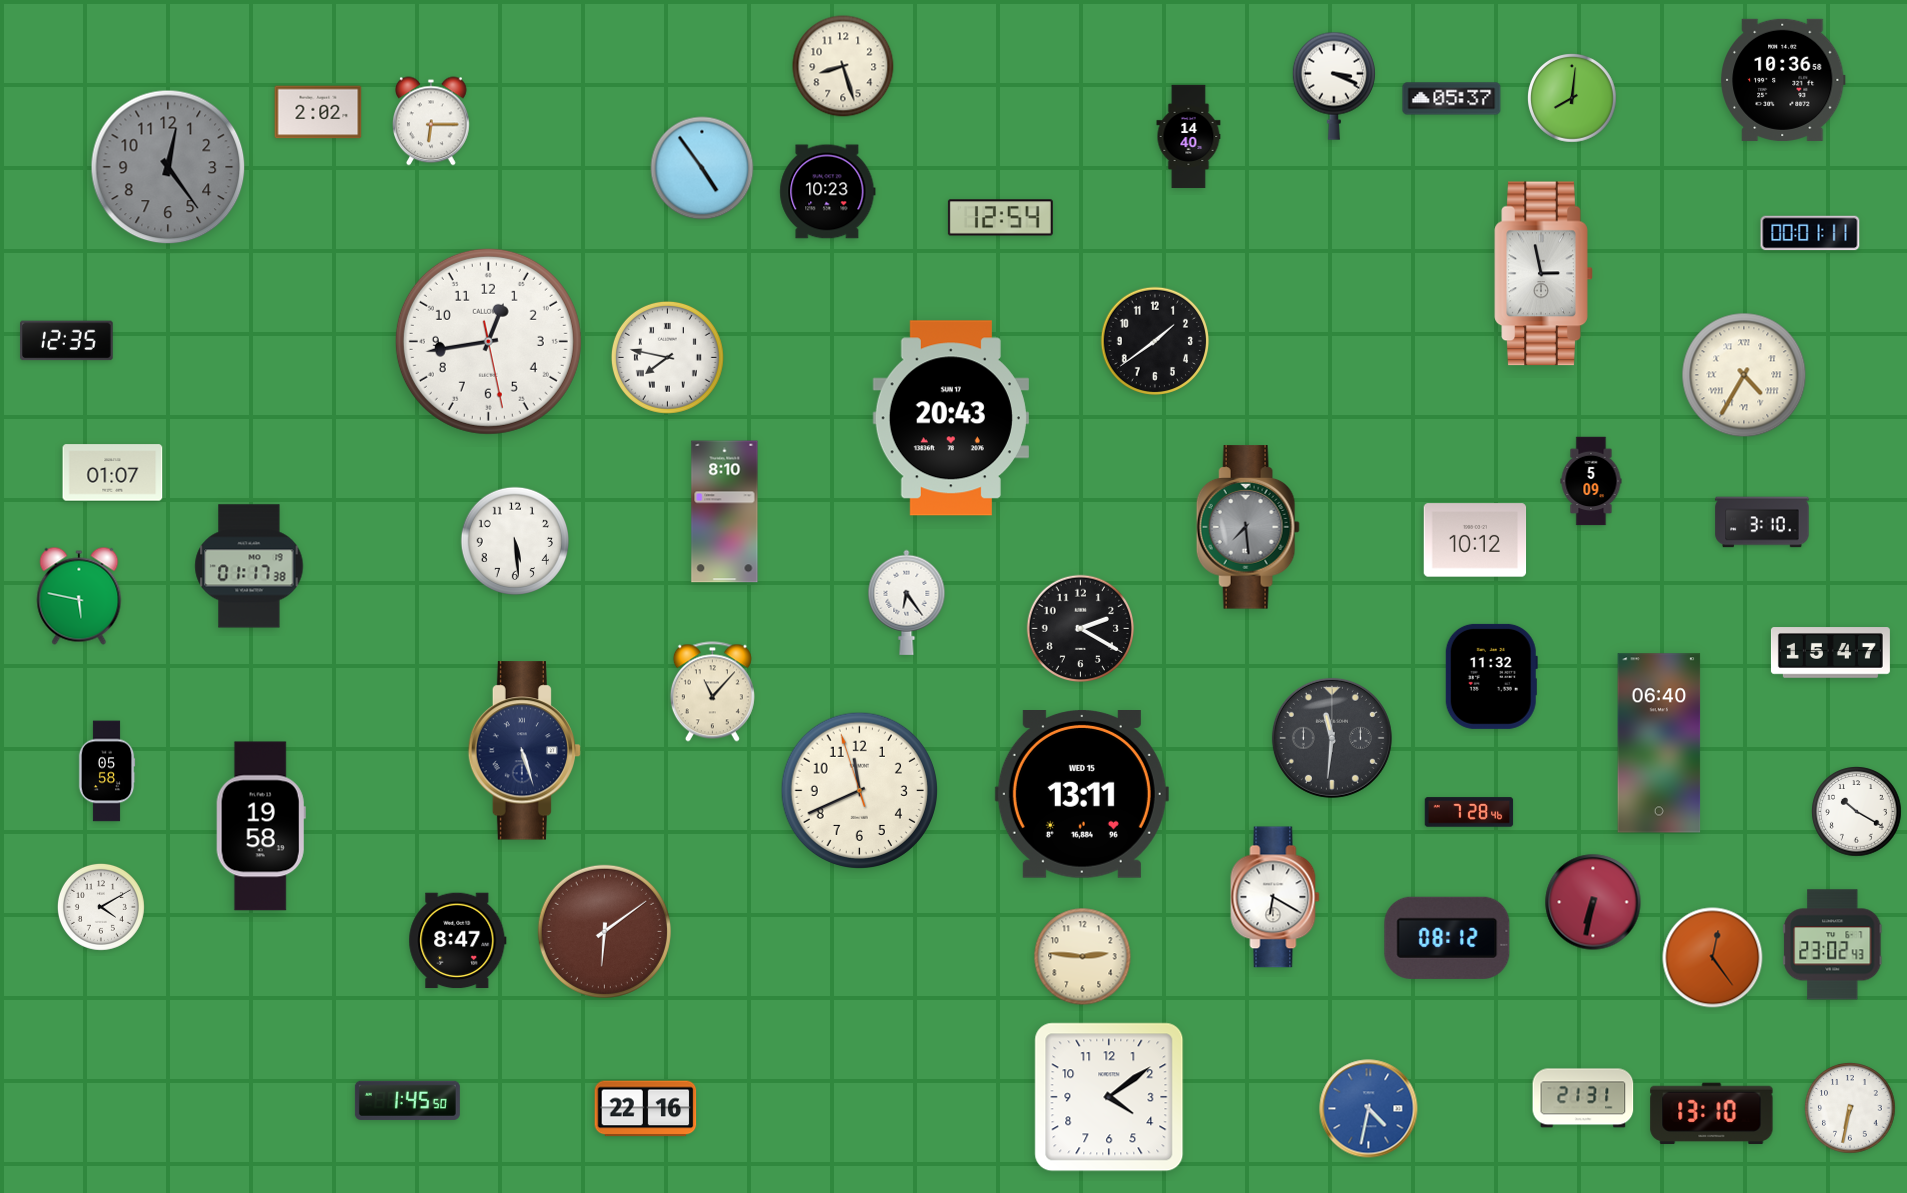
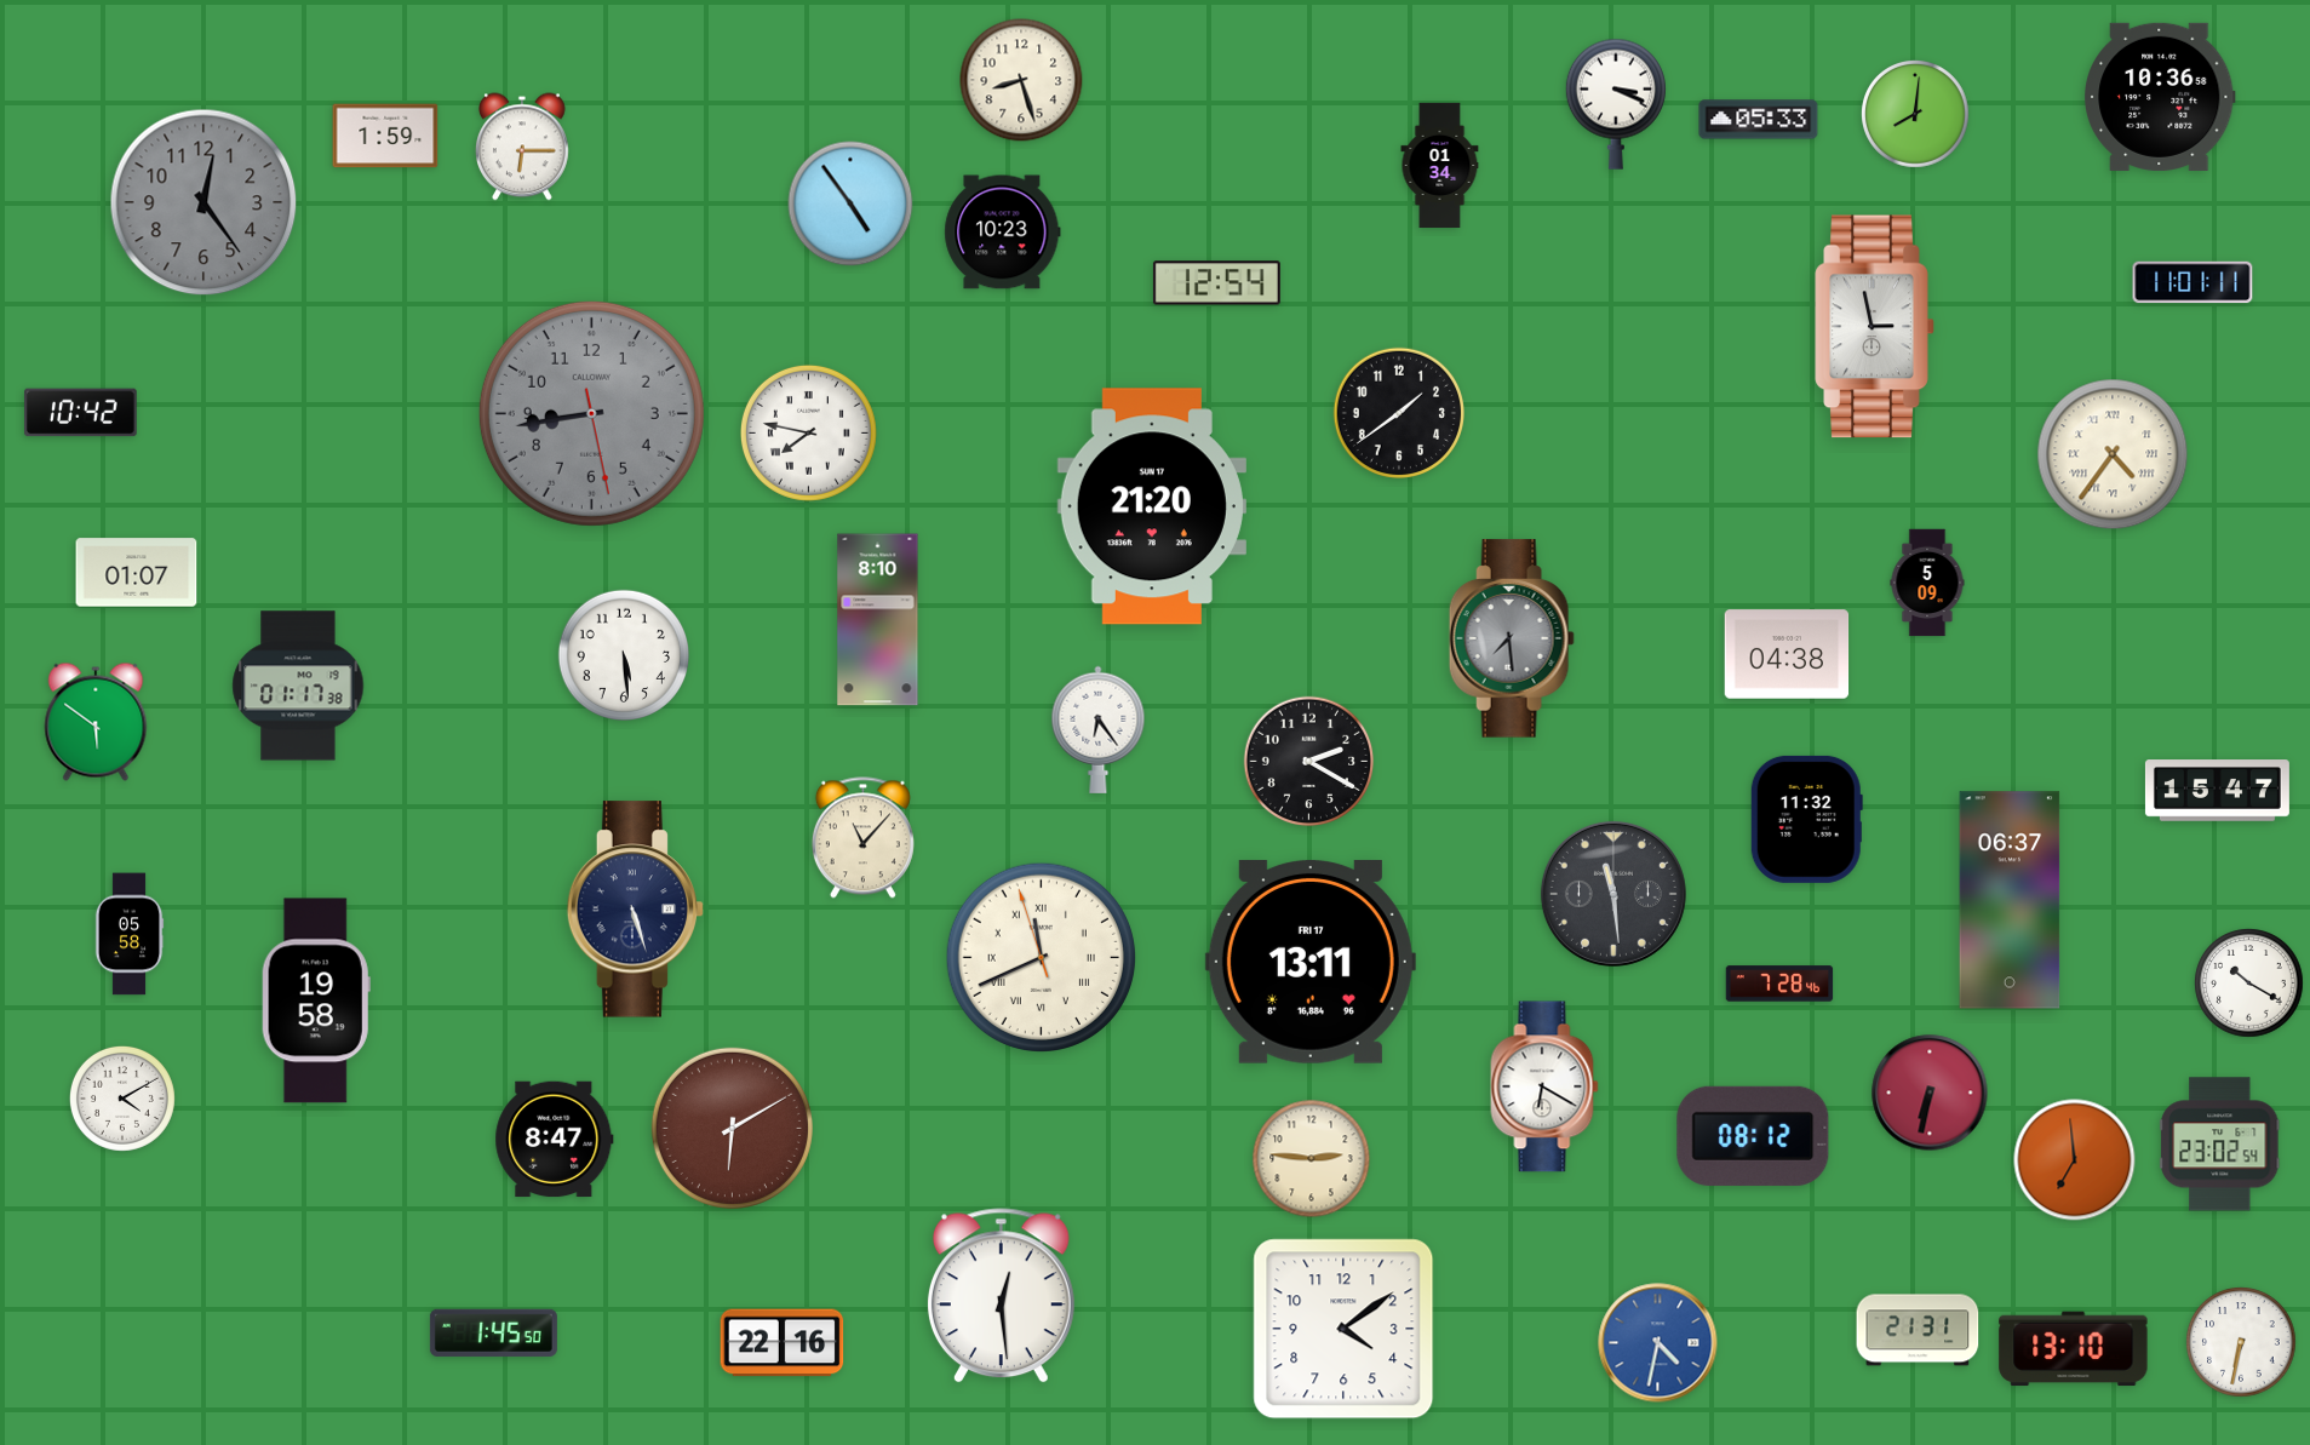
clock at (1452, 99): 05:37 -> 05:33
clock at (1573, 99) position: (1573, 99) -> (1916, 115)
clock at (318, 112): 2:02 -> 1:59
clock at (1189, 137): 14:40 -> 01:34
clock at (1000, 218) position: (1000, 218) -> (1216, 283)
clock at (1810, 233): 00:01 -> 11:01
clock at (1544, 274) position: (1544, 274) -> (1875, 327)
clock at (67, 341): 12:35 -> 10:42
clock at (488, 341): 12:43 -> 8:43
clock at (488, 341) dial: white -> grey
clock at (1744, 375): 4:35 -> 4:36
clock at (951, 418): 20:43 -> 21:20
clock at (1762, 522): 3:10 -> none
clock at (1475, 540): 10:12 -> 04:38
clock at (249, 566) position: (249, 566) -> (298, 686)
clock at (79, 596): 5:47 -> 5:51
clock at (1332, 738): 11:31 -> 11:29
clock at (1659, 743): 06:40 -> 06:37
clock at (859, 790) numerals: Arabic -> Roman
clock at (1082, 795) date: WED 15 -> FRI 17
clock at (604, 931): 6:09 -> 6:10
clock at (1833, 945): 23:02:43 -> 23:02:54
clock at (1713, 958): 12:24 -> 6:59
clock at (1001, 1296): none -> 12:29
